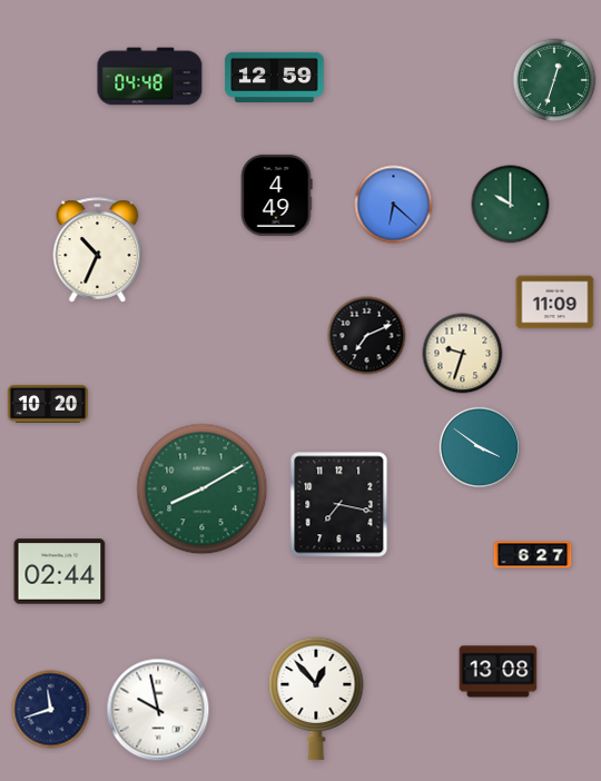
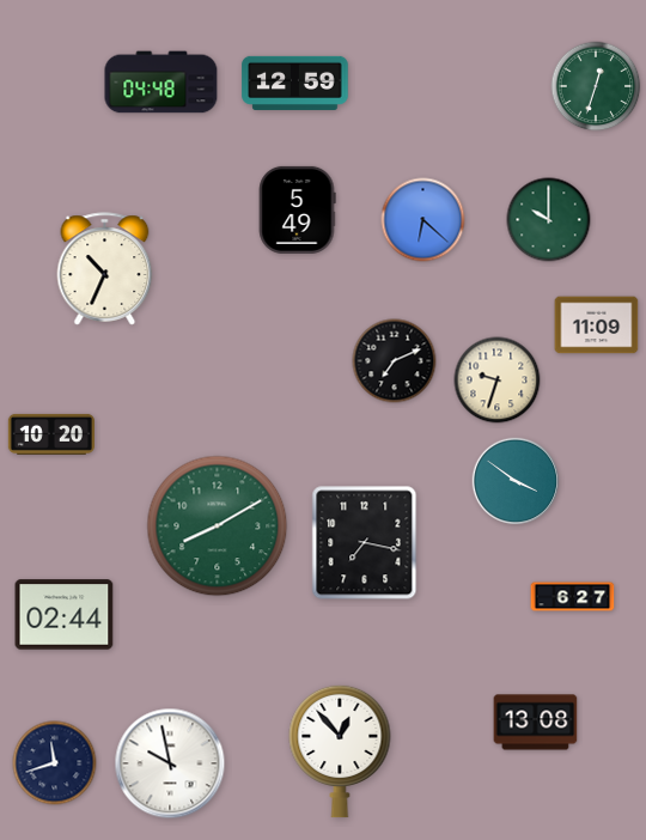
clock at (276, 195): 4:49 -> 5:49
